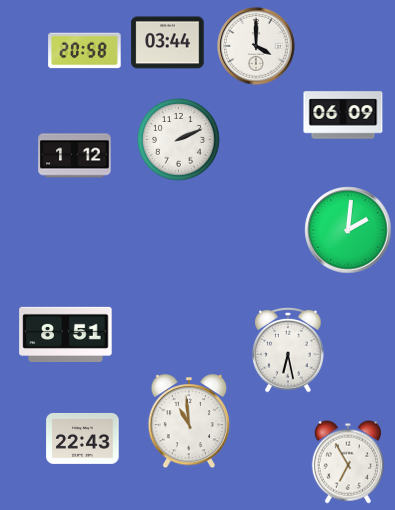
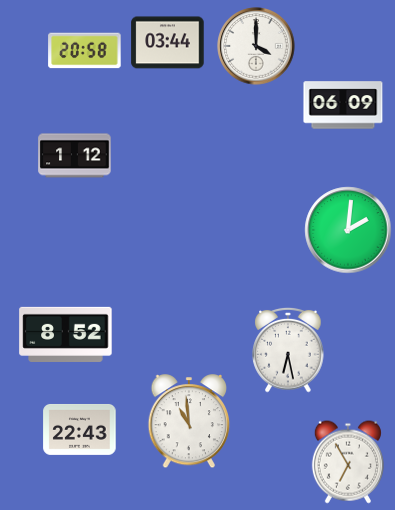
clock at (343, 115) position: (343, 115) -> (343, 105)
clock at (179, 140): 2:11 -> none
clock at (66, 334): 8:51 -> 8:52
clock at (83, 438) position: (83, 438) -> (80, 429)
